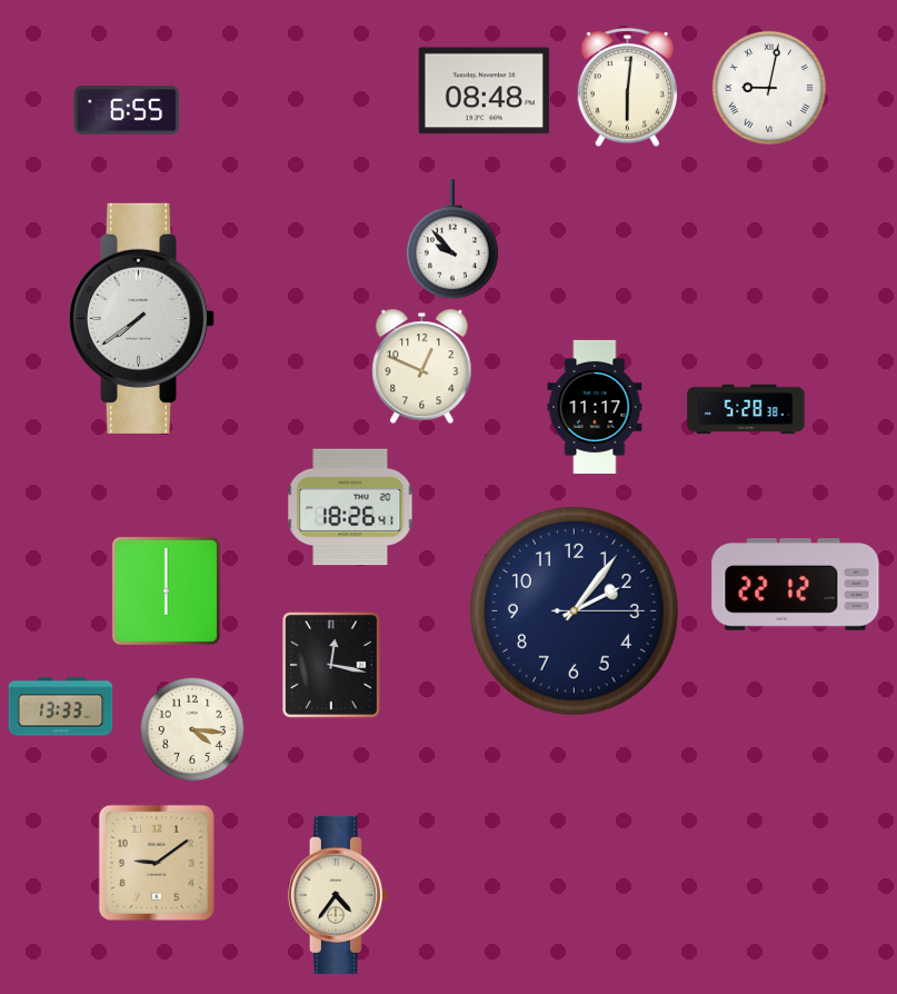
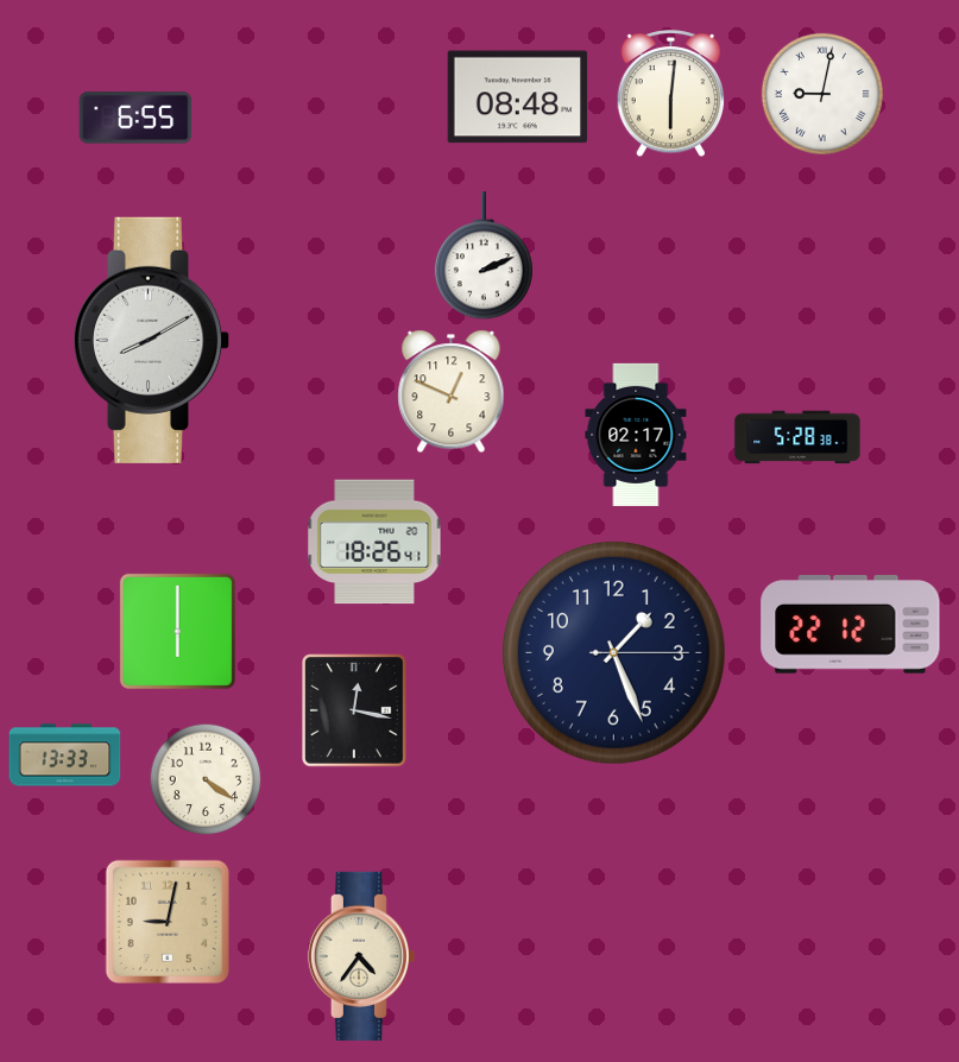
clock at (452, 240): 9:53 -> 2:11
clock at (142, 318): 7:39 -> 8:10
clock at (595, 407): 11:17 -> 02:17
clock at (574, 610): 2:06 -> 1:26
clock at (192, 729): 4:16 -> 4:21
clock at (157, 863): 9:09 -> 9:02
